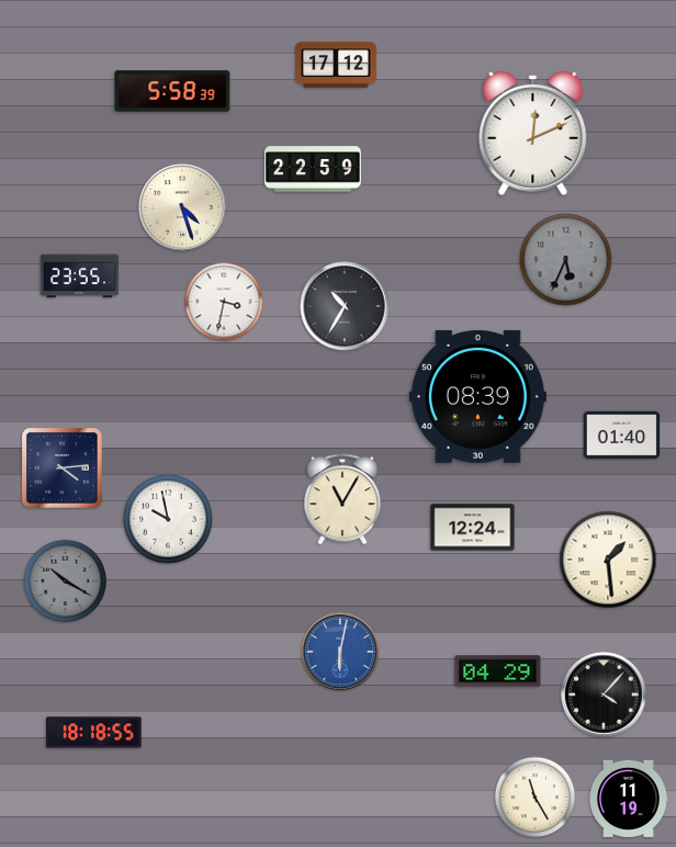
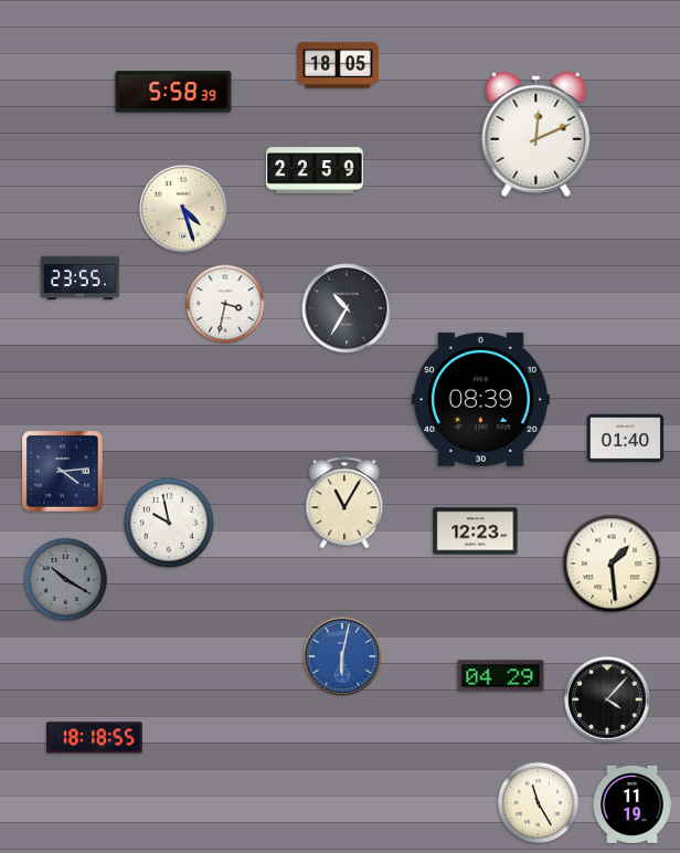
clock at (336, 65): 17:12 -> 18:05
clock at (566, 260): 5:34 -> none
clock at (473, 528): 12:24 -> 12:23
clock at (66, 581) position: (66, 581) -> (66, 580)
